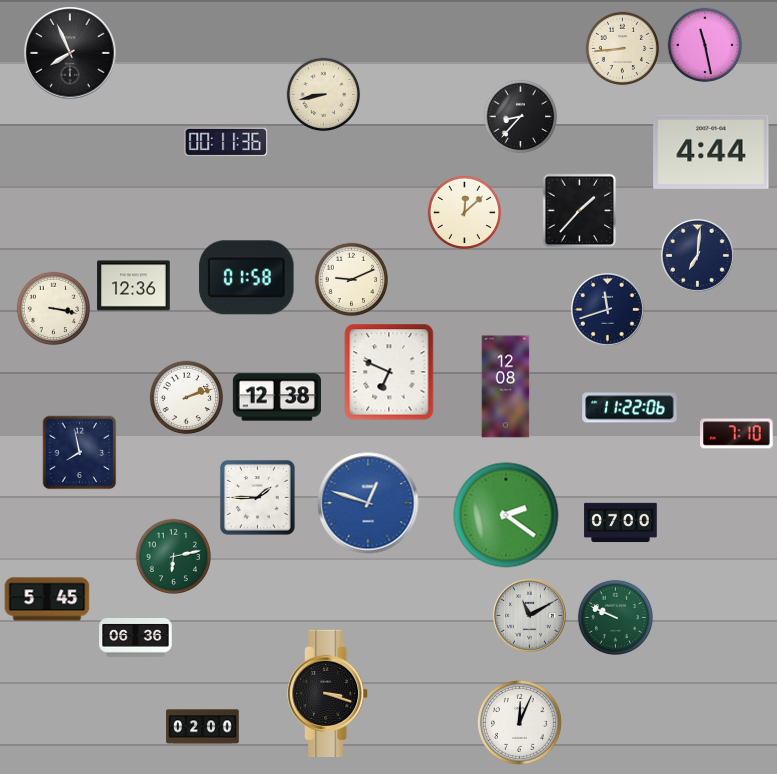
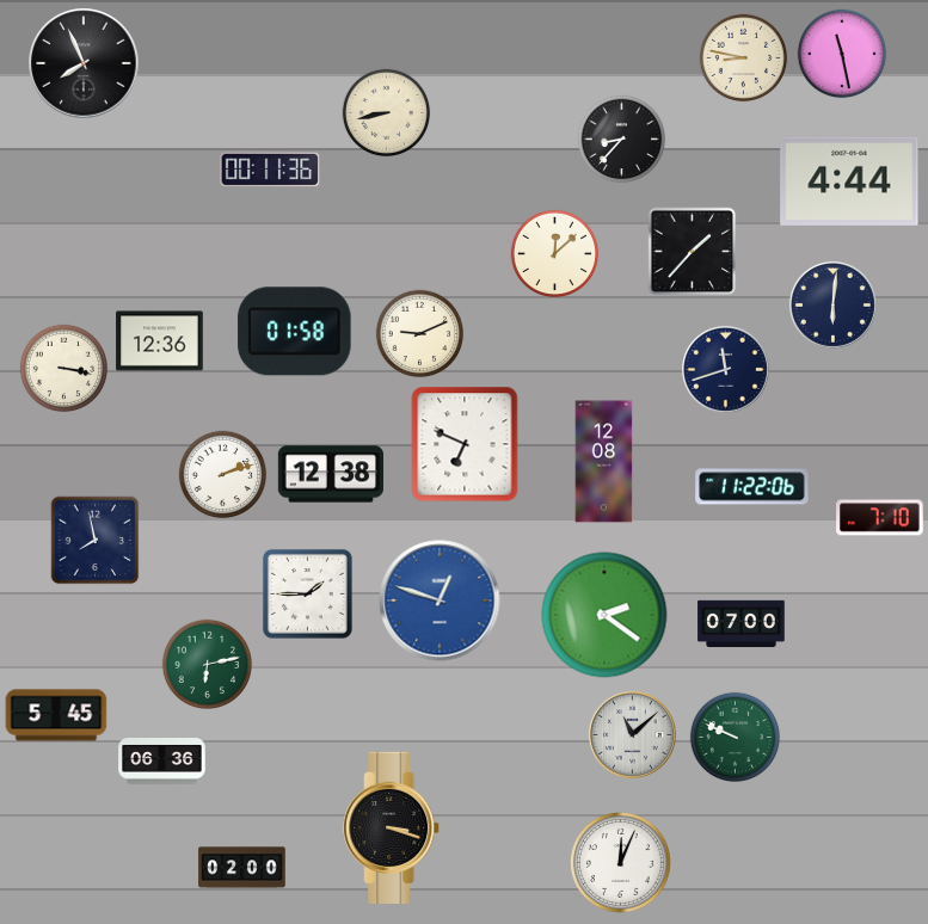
clock at (623, 49): 8:44 -> 8:47
clock at (697, 255): 7:01 -> 6:01
clock at (529, 615): 11:10 -> 11:08
